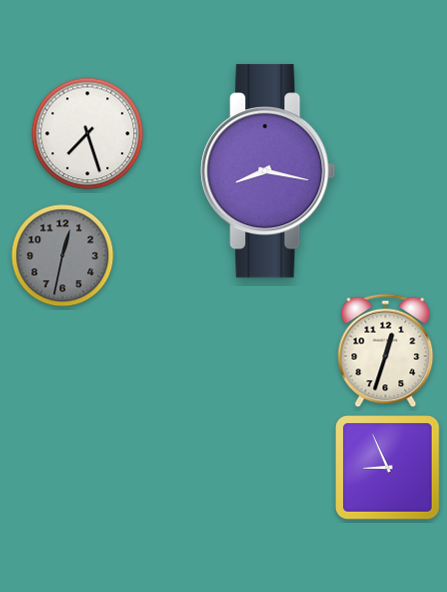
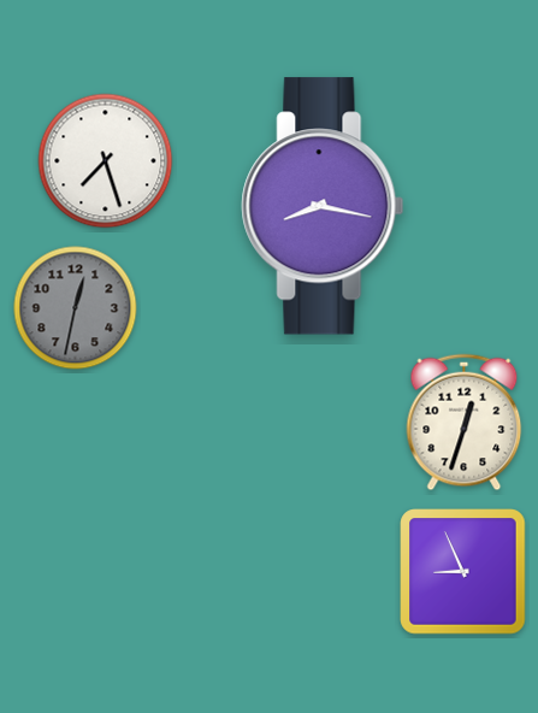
clock at (388, 468) position: (388, 468) -> (463, 572)
